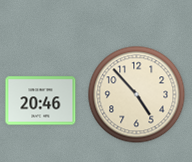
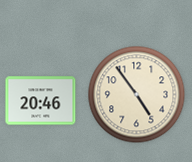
clock at (137, 95): 4:53 -> 4:54
